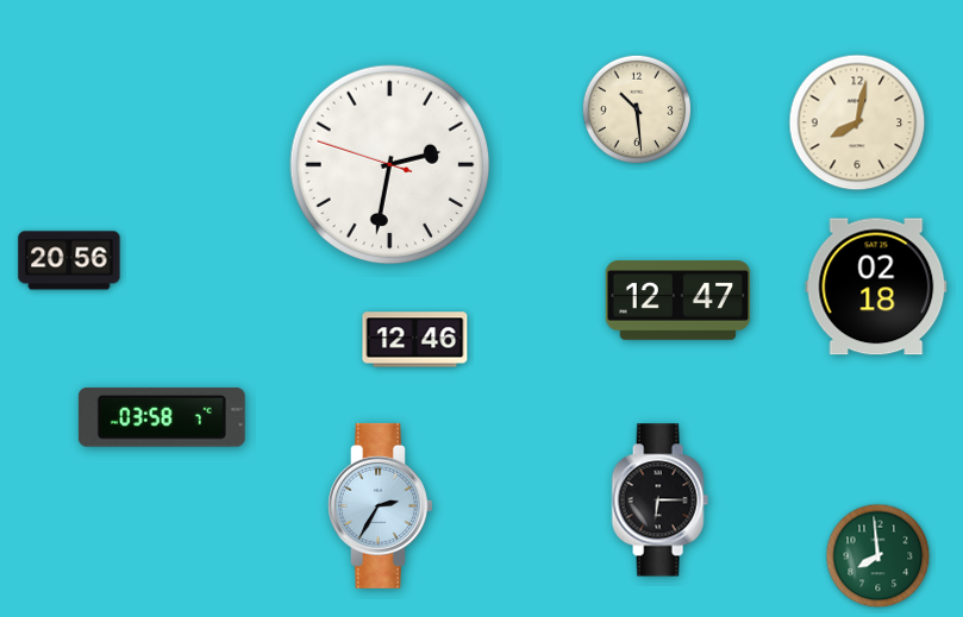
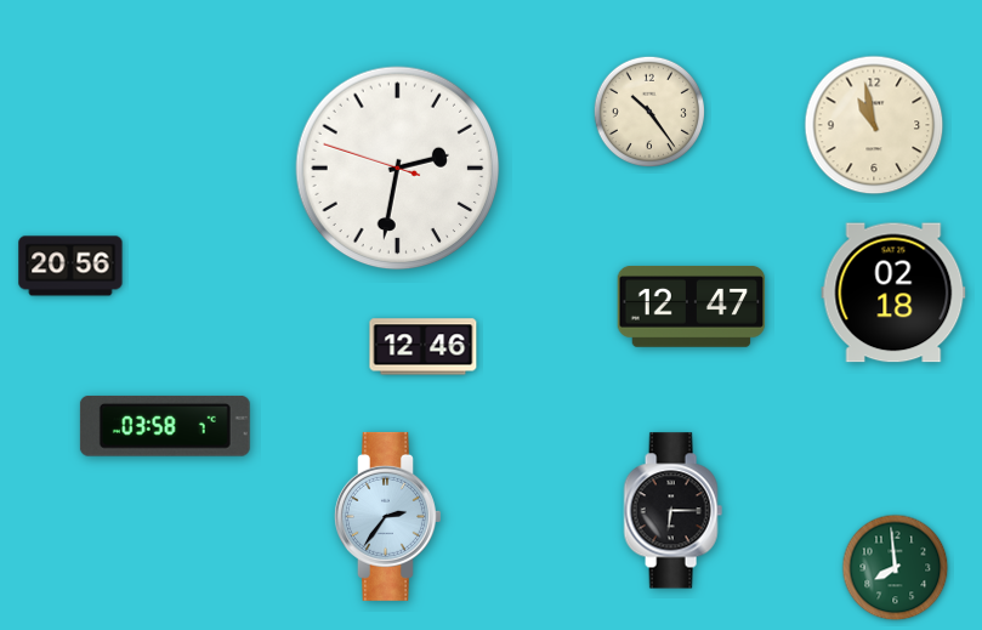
clock at (636, 108): 10:29 -> 10:24
clock at (857, 122): 8:02 -> 10:58
clock at (380, 505): 2:35 -> 2:36
